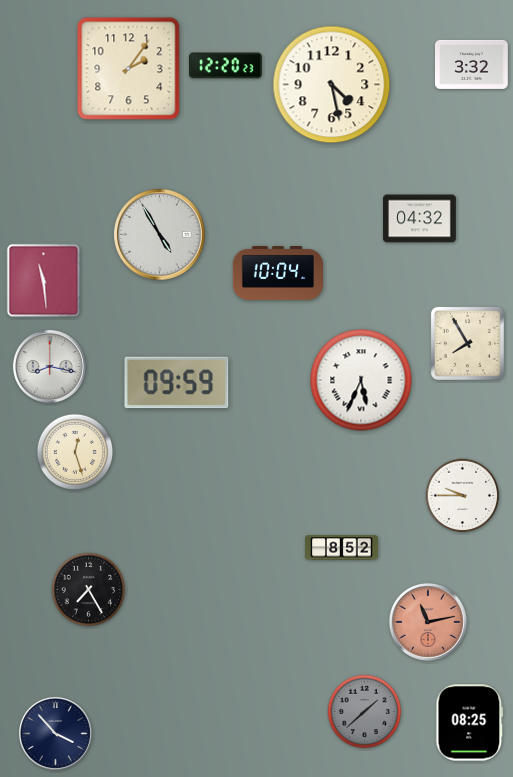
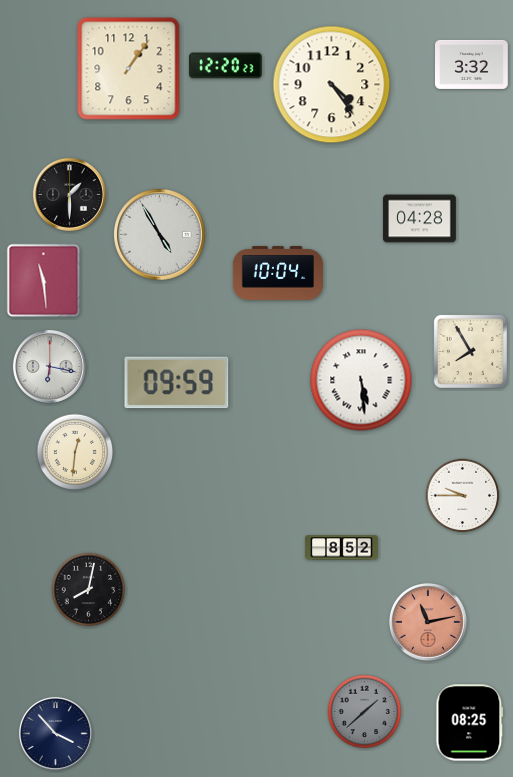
clock at (129, 69): 2:06 -> 1:06
clock at (332, 85): 4:28 -> 4:24
clock at (69, 194): none -> 1:30
clock at (420, 219): 04:32 -> 04:28
clock at (467, 343) position: (467, 343) -> (470, 351)
clock at (49, 366): 8:17 -> 6:17
clock at (361, 380): 5:34 -> 5:29
clock at (75, 452): 12:27 -> 12:31
clock at (89, 590): 7:25 -> 8:02
